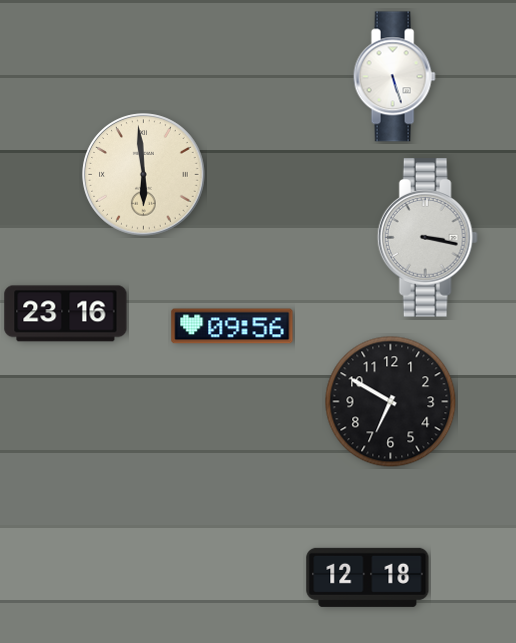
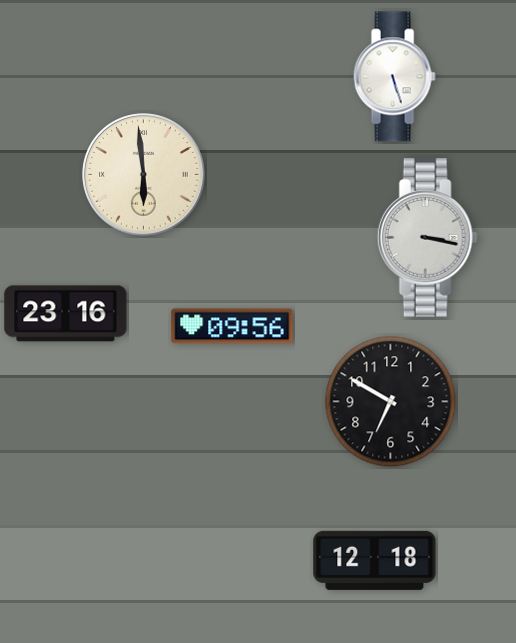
clock at (368, 577) position: (368, 577) -> (375, 560)
